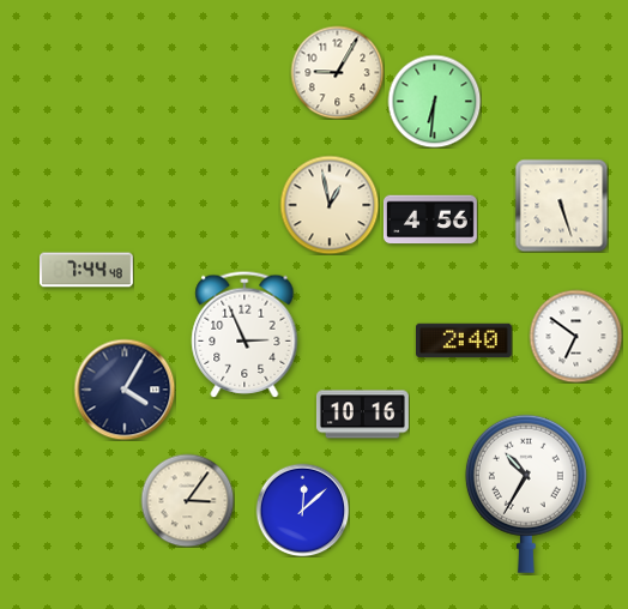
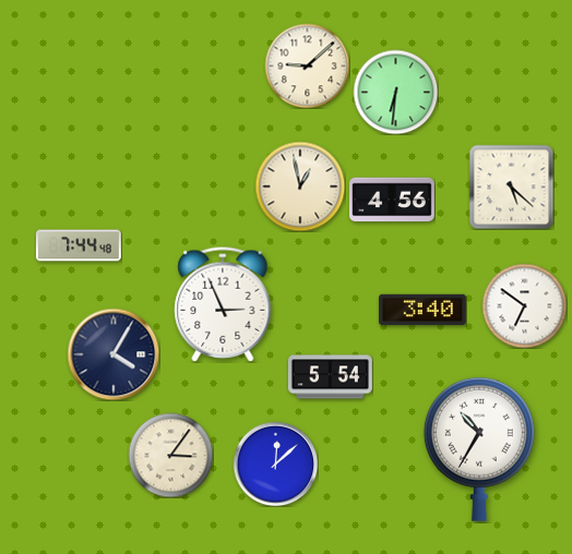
clock at (337, 72): 9:05 -> 9:08
clock at (561, 205): 5:27 -> 5:22
clock at (465, 340): 2:40 -> 3:40
clock at (362, 415): 10:16 -> 5:54
